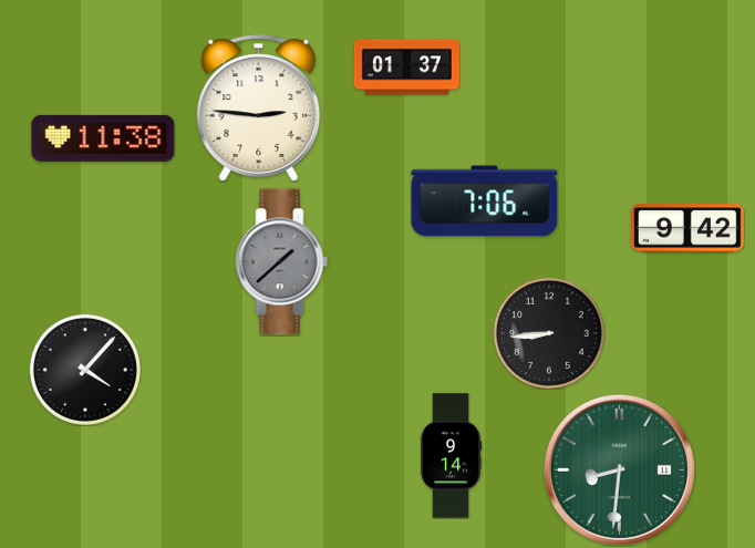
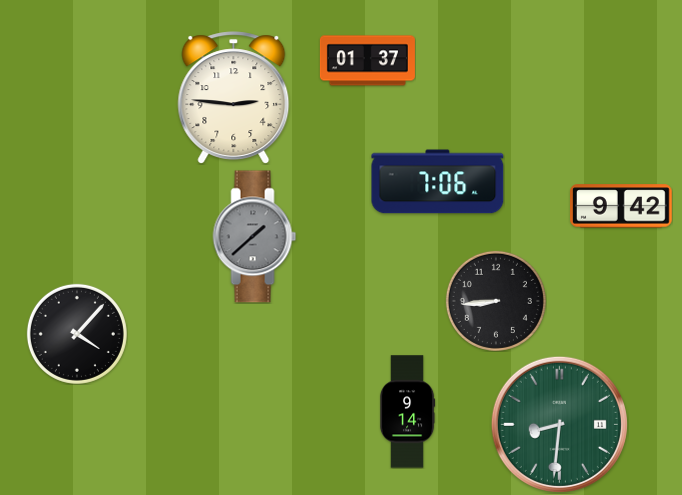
clock at (103, 138): 11:38 -> none
